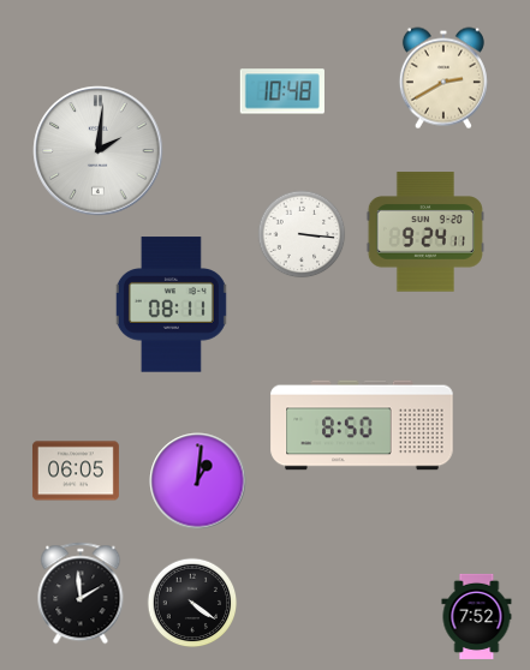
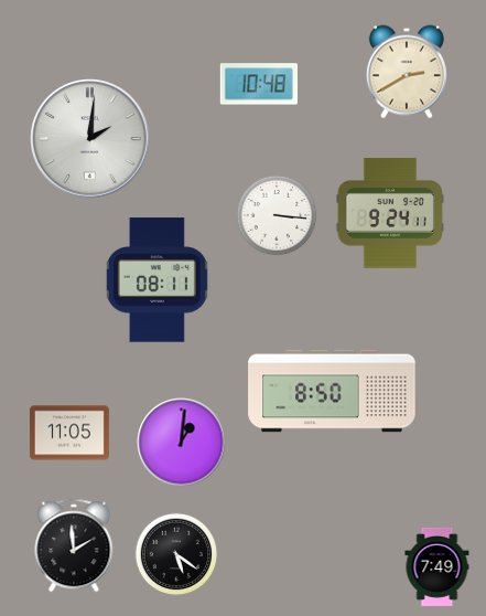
clock at (76, 471): 06:05 -> 11:05
clock at (192, 603): 4:21 -> 5:21
clock at (477, 616): 7:52 -> 7:49
